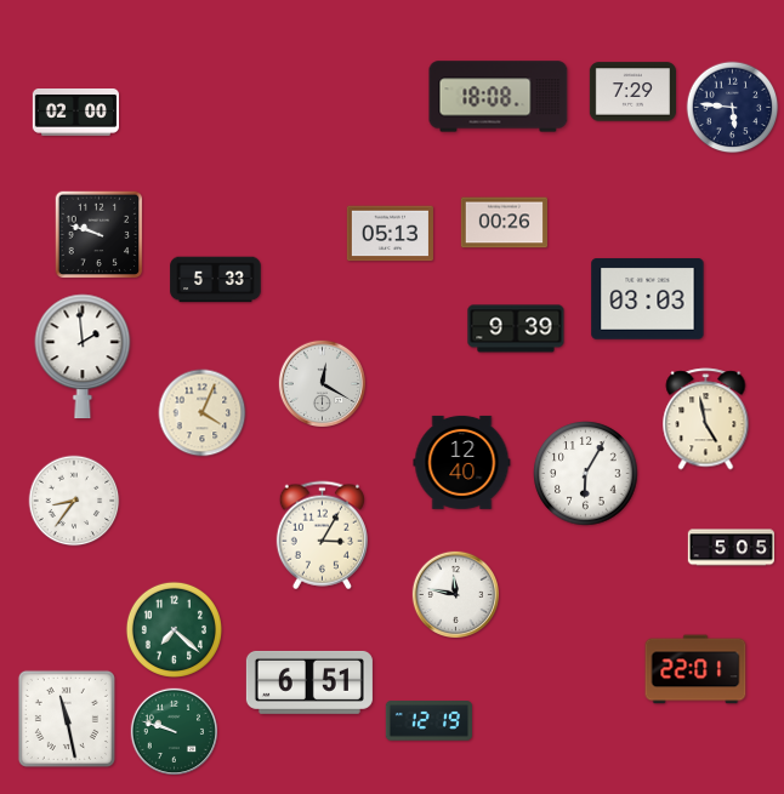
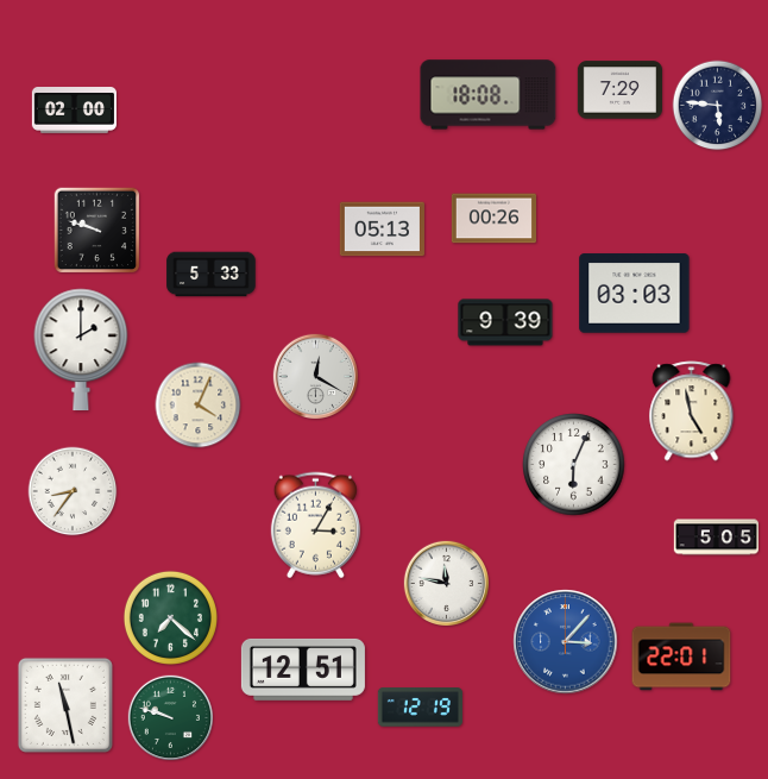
clock at (83, 356): 1:59 -> 2:00
clock at (462, 462): 12:40 -> none
clock at (586, 474): 6:05 -> 6:04
clock at (566, 642): none -> 3:07
clock at (309, 682): 6:51 -> 12:51
